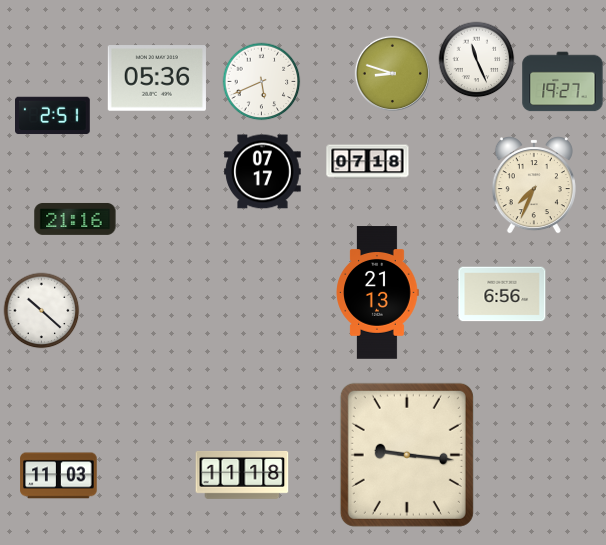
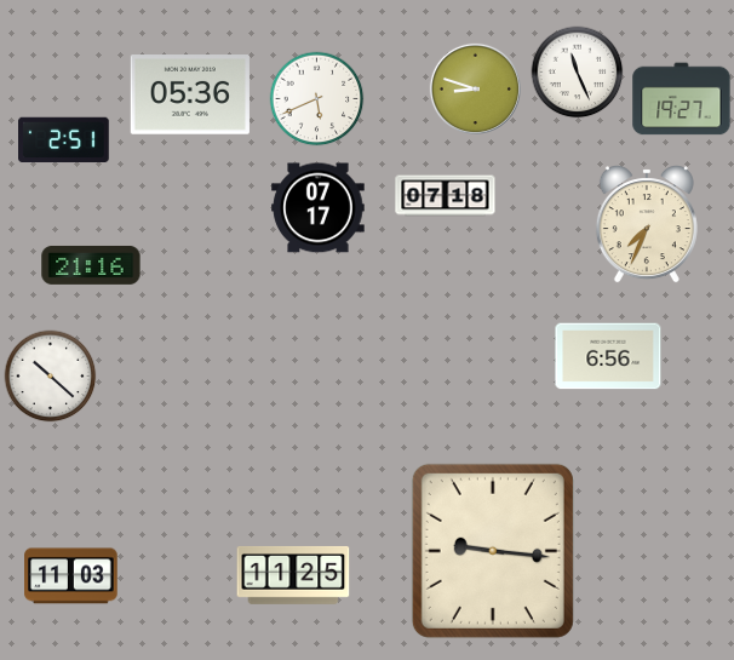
clock at (377, 293): 21:13 -> none
clock at (242, 475): 11:18 -> 11:25
